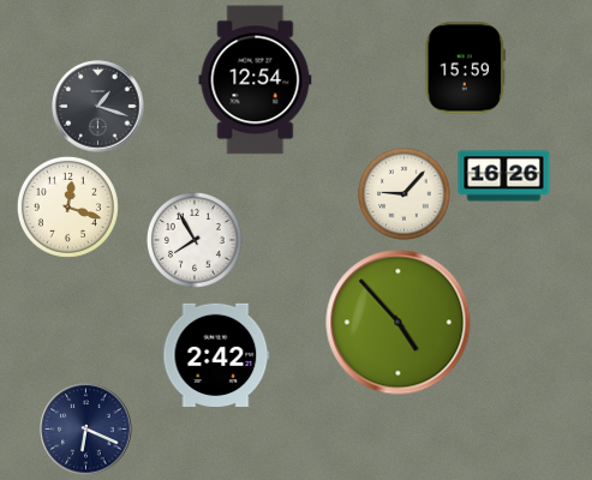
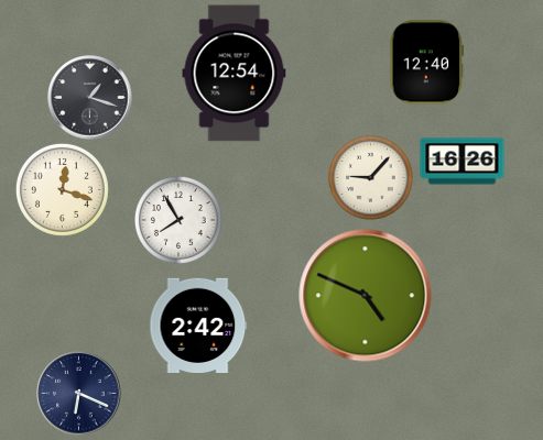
clock at (466, 68): 15:59 -> 12:40
clock at (399, 323): 4:53 -> 4:49
